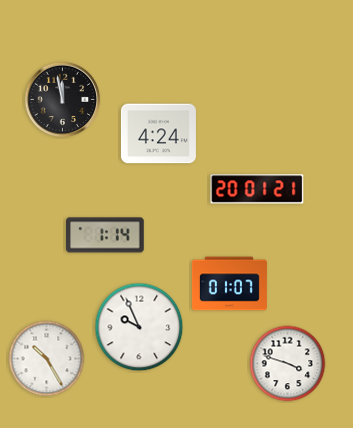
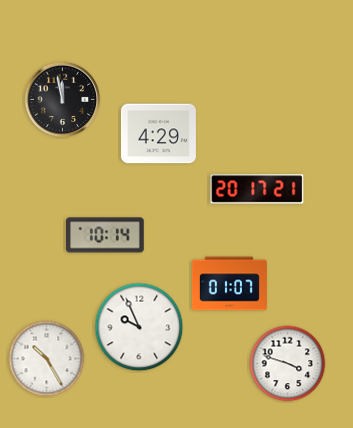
clock at (158, 134): 4:24 -> 4:29
clock at (257, 189): 20:01 -> 20:17
clock at (106, 235): 1:14 -> 10:14
